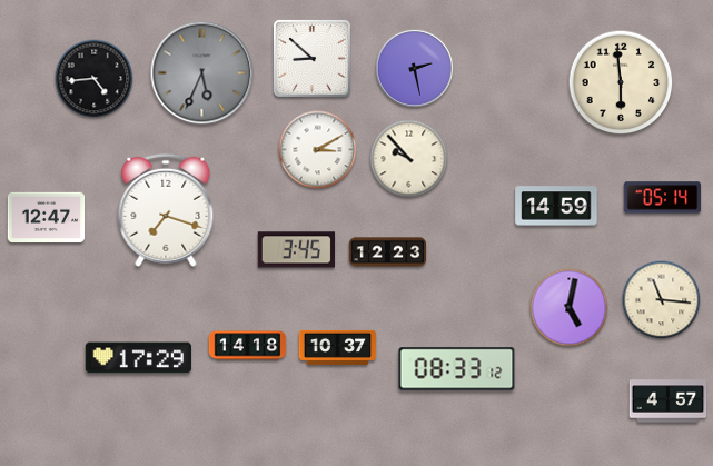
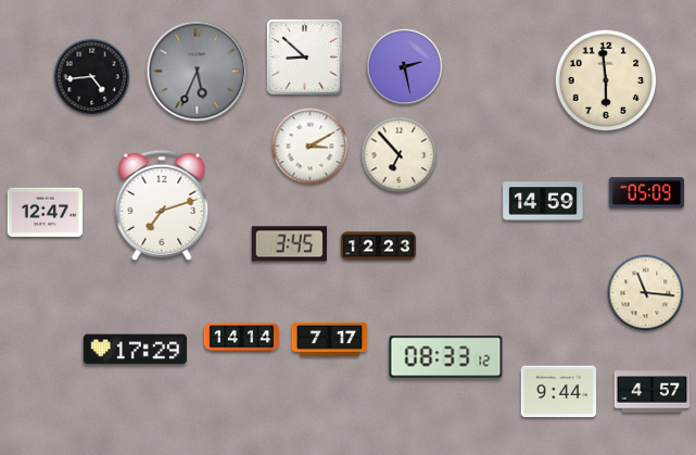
clock at (409, 159): 9:53 -> 6:53
clock at (663, 198): 05:14 -> 05:09
clock at (166, 210): 7:18 -> 7:12
clock at (570, 308): 5:02 -> none
clock at (248, 346): 14:18 -> 14:14
clock at (338, 347): 10:37 -> 7:17
clock at (457, 369) position: (457, 369) -> (446, 357)
clock at (559, 392): none -> 9:44
